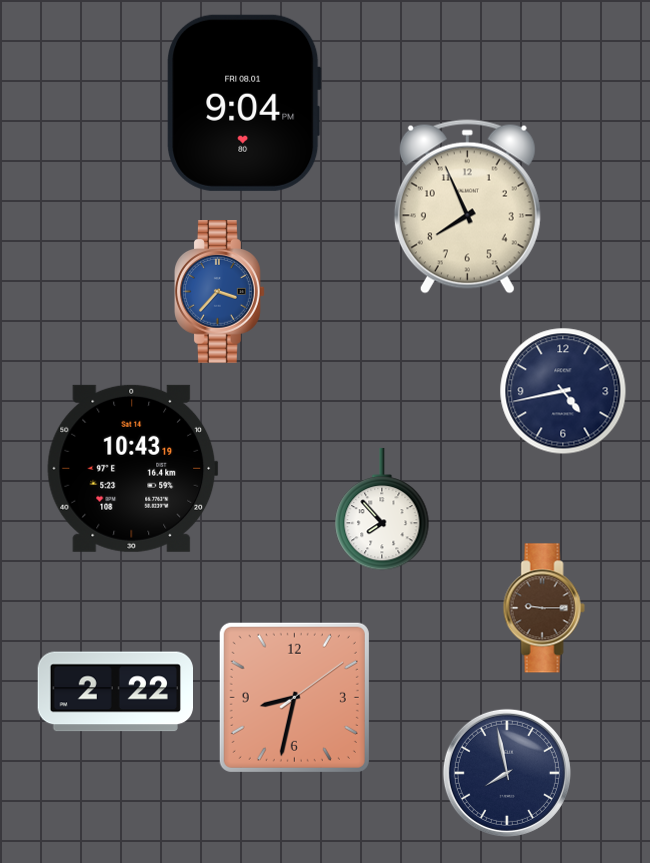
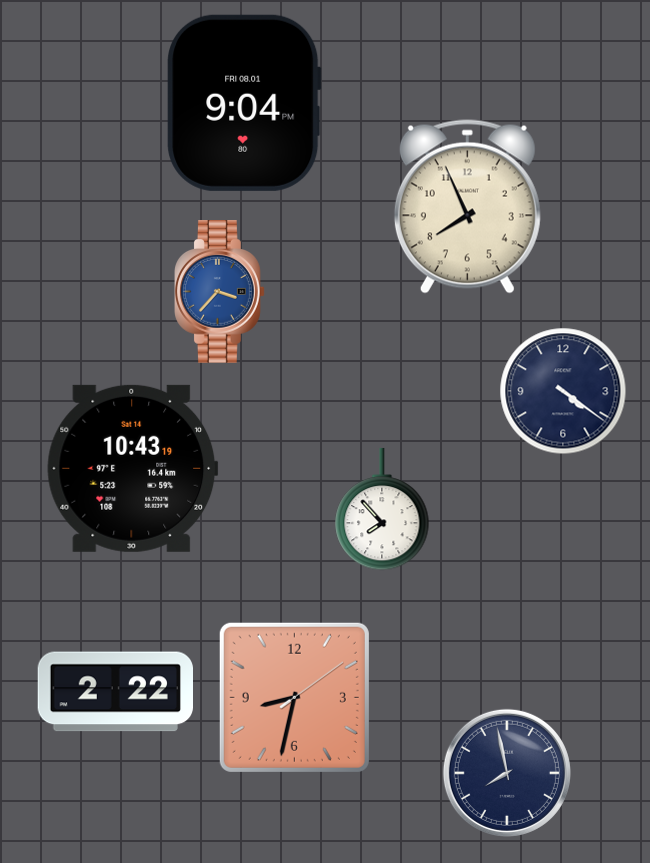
clock at (563, 391): 4:43 -> 4:21
clock at (544, 608): 9:15 -> none
